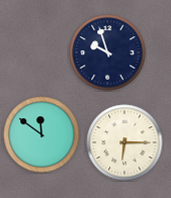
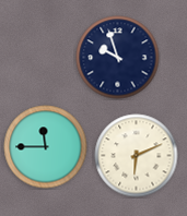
clock at (42, 135): 11:51 -> 11:45
clock at (125, 143): 6:15 -> 6:11
